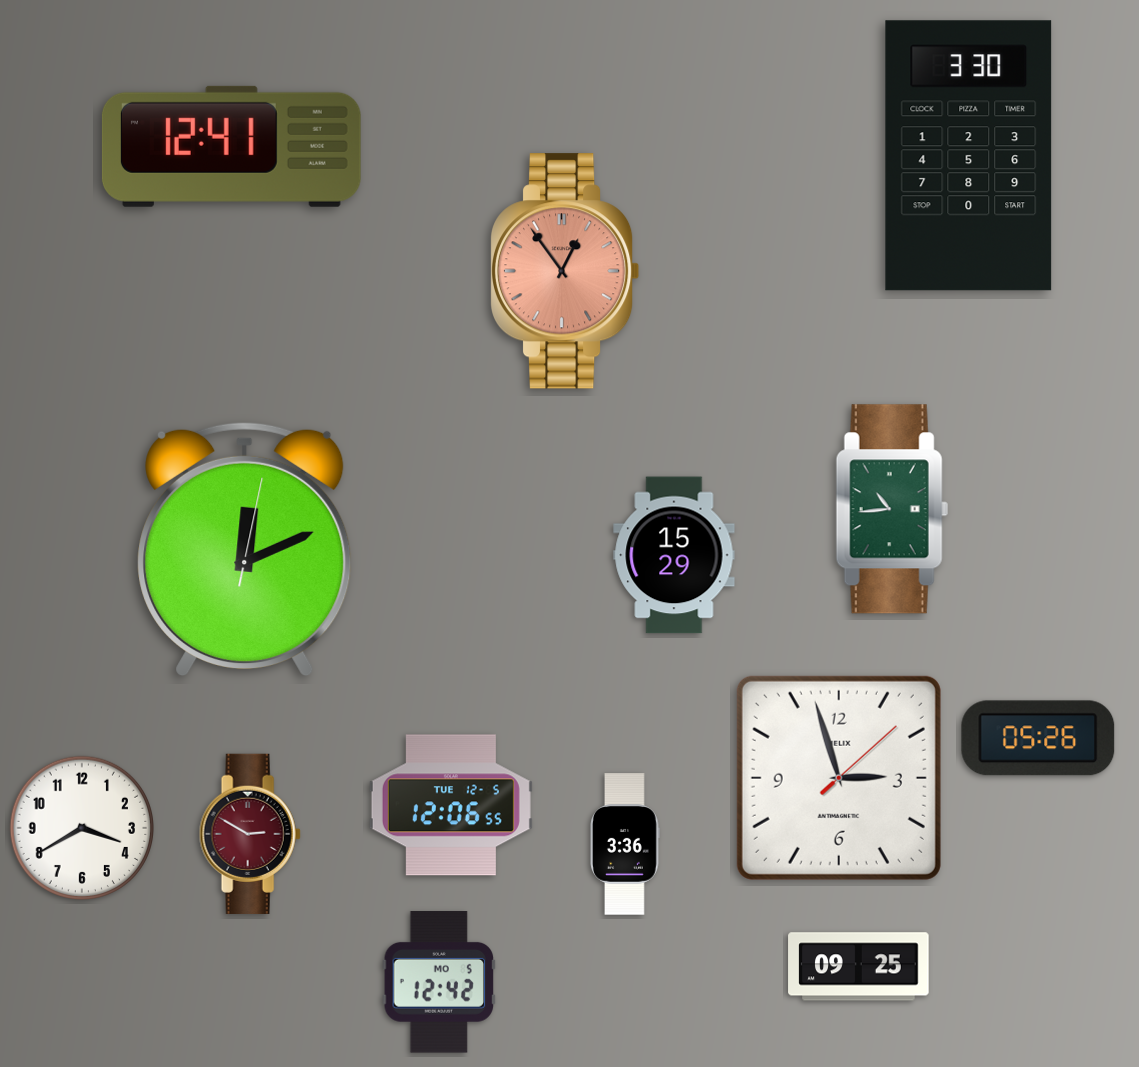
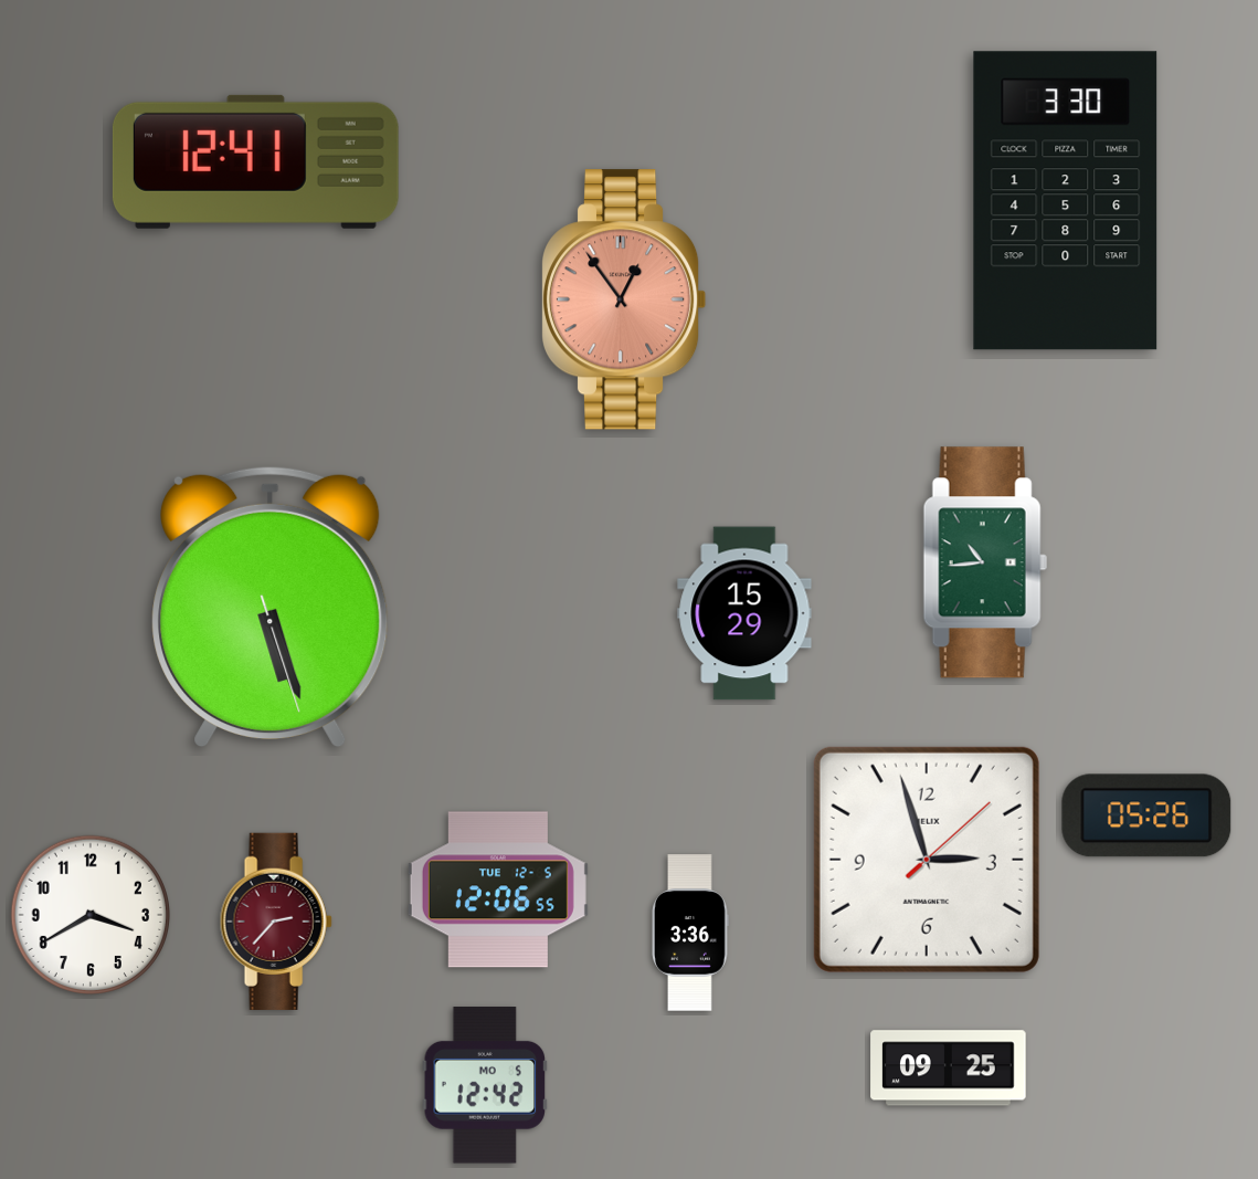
clock at (969, 156) position: (969, 156) -> (1066, 201)
clock at (245, 549): 12:11 -> 5:26
clock at (250, 834): 2:50 -> 2:37
